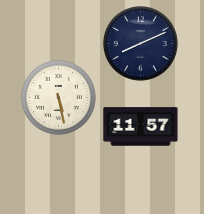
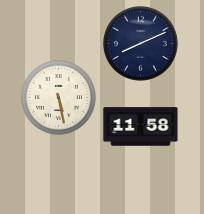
clock at (141, 127): 11:57 -> 11:58
